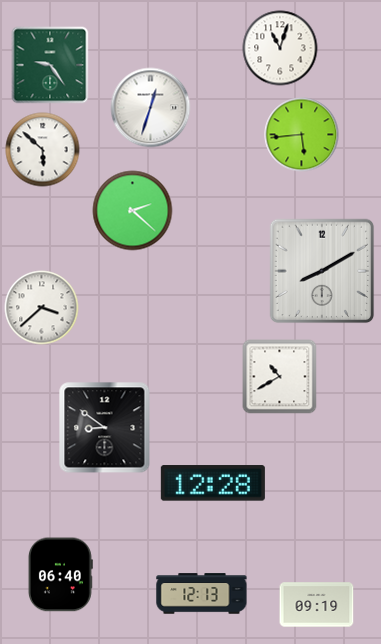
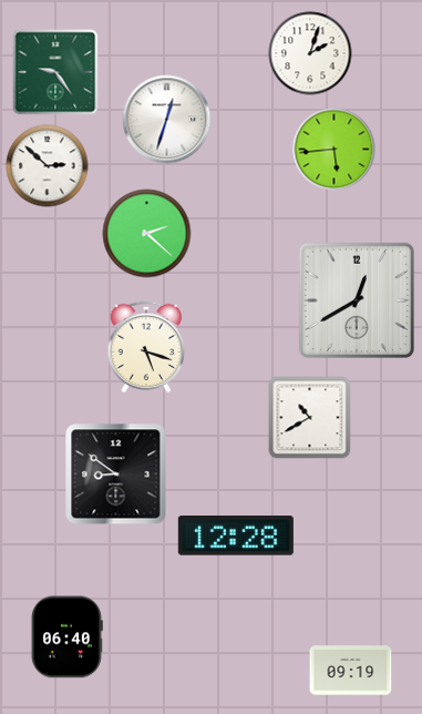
clock at (280, 48): 11:03 -> 2:03
clock at (43, 150): 5:52 -> 2:52
clock at (322, 271): 8:10 -> 12:40
clock at (42, 308): 3:38 -> none
clock at (146, 347): none -> 5:18
clock at (202, 594): 12:13 -> none
